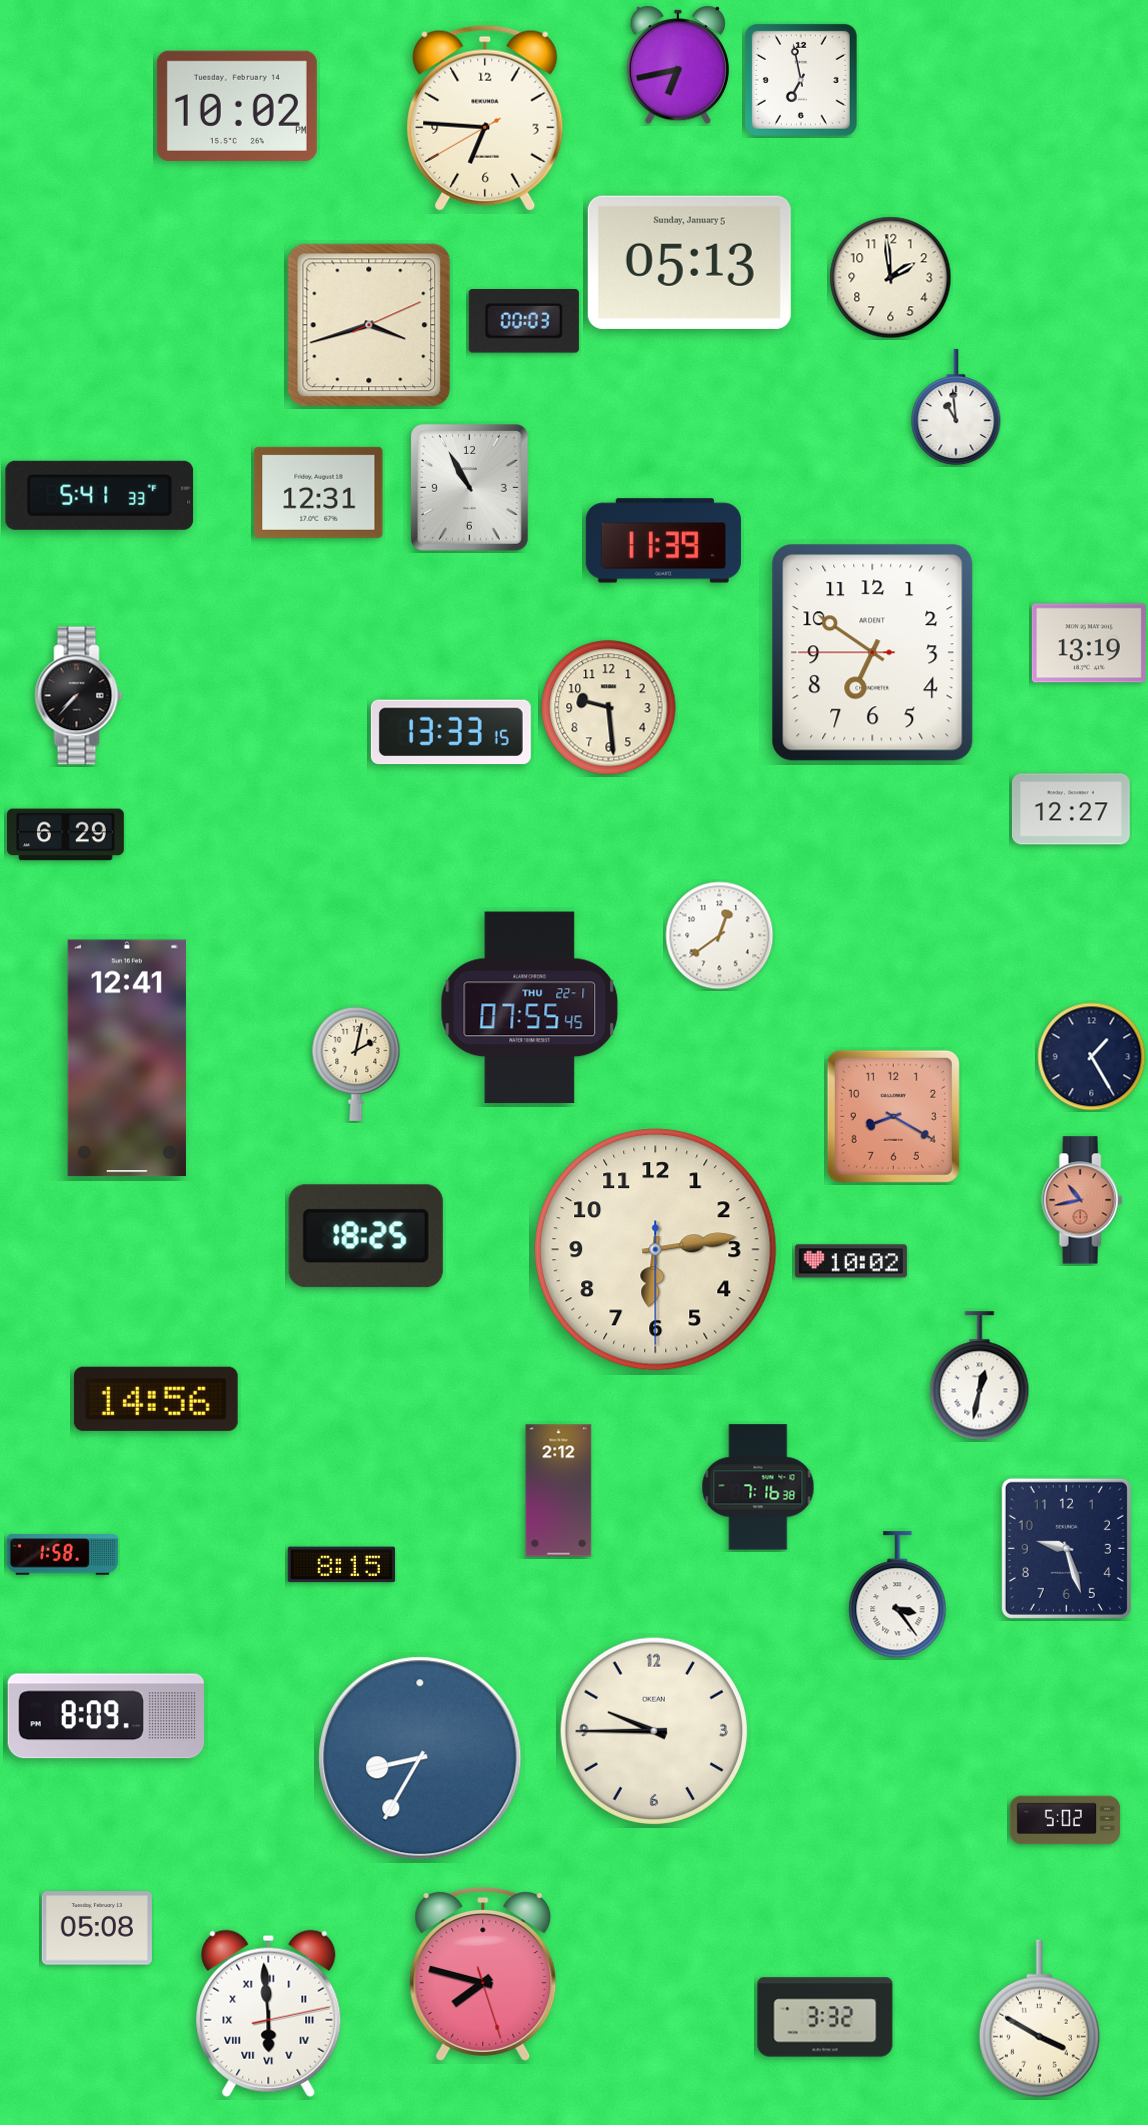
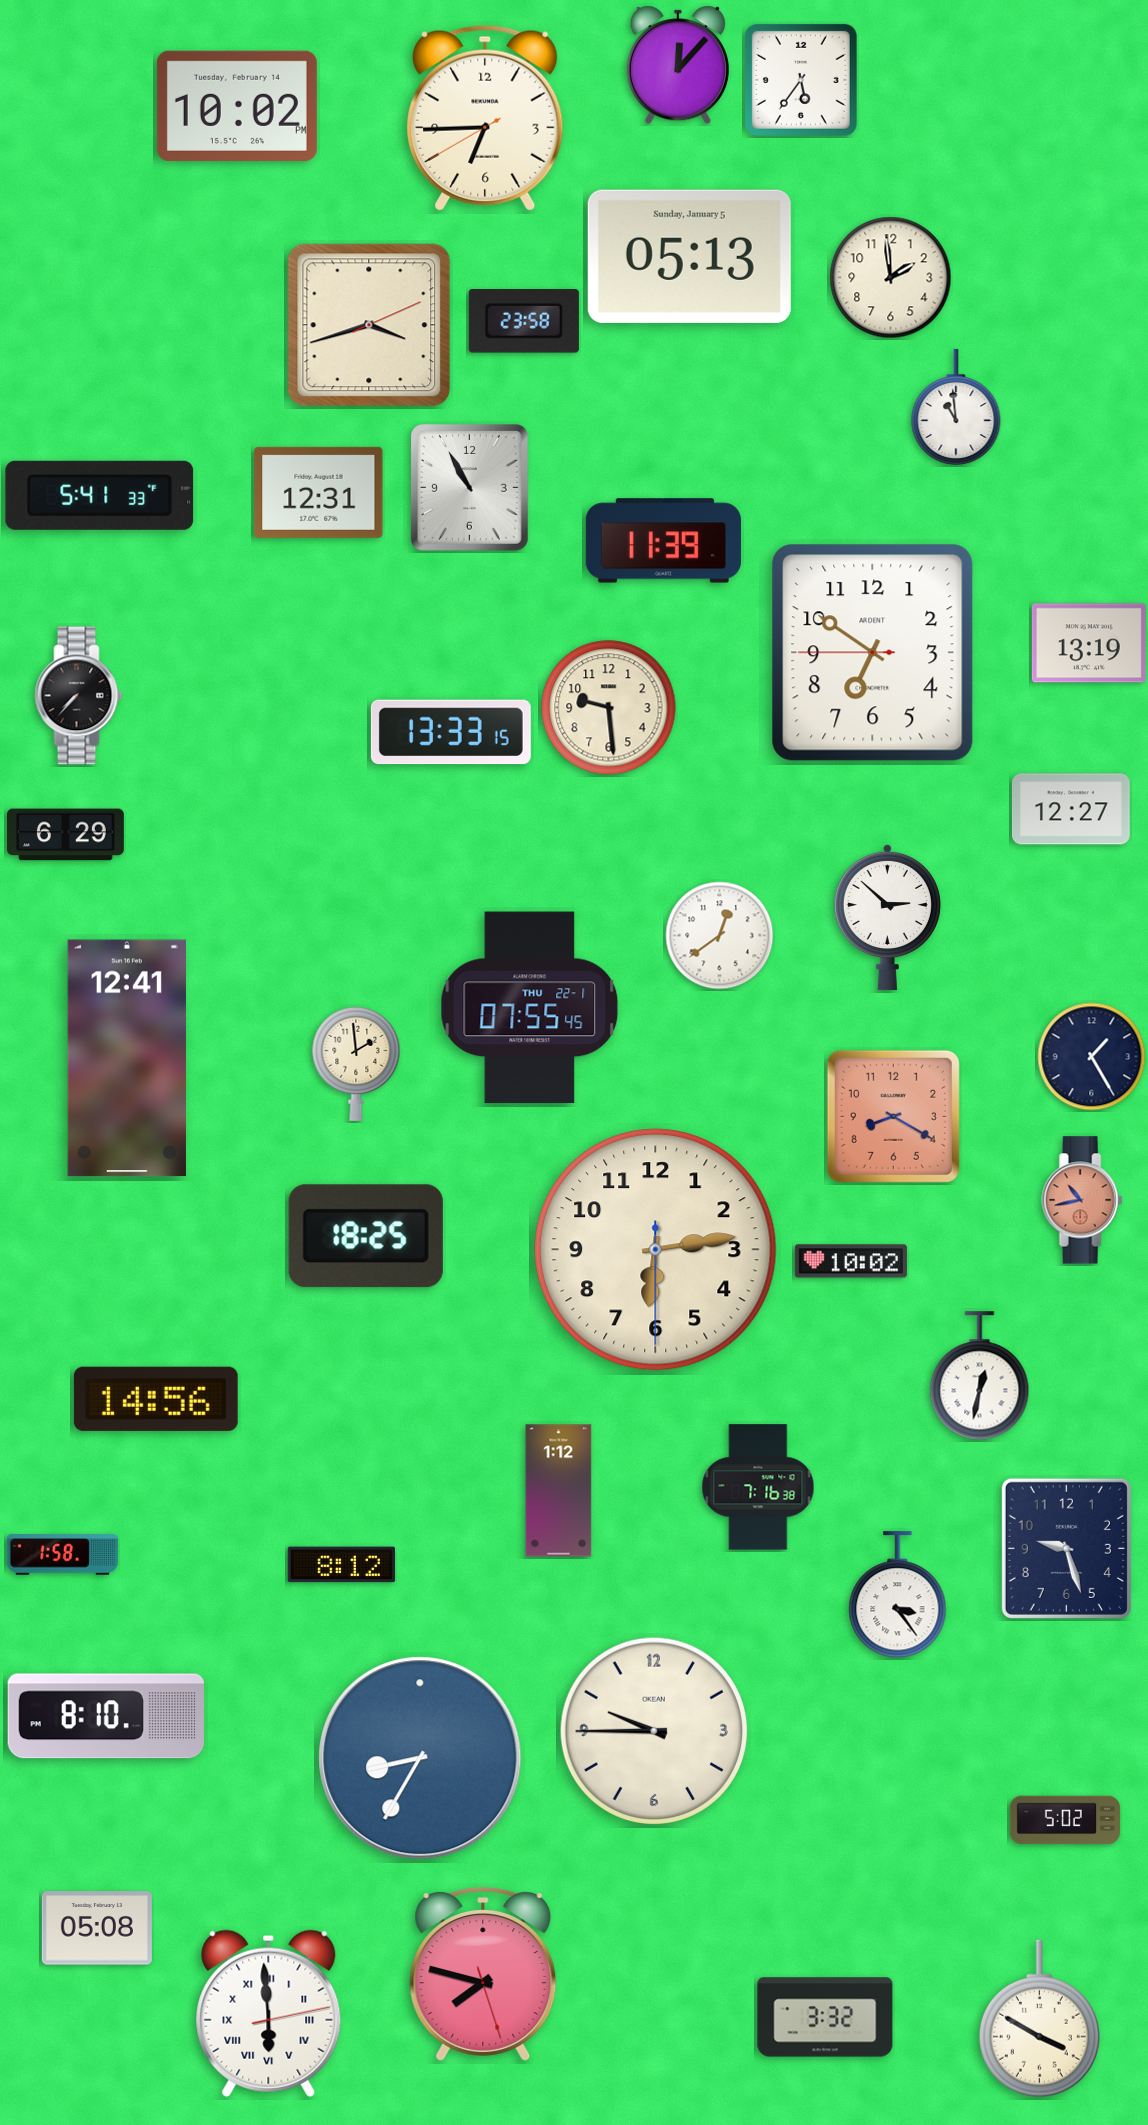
clock at (678, 65): 6:43 -> 12:07
clock at (801, 80): 6:58 -> 5:36
clock at (485, 118): 6:45 -> 6:44
clock at (689, 262) position: (689, 262) -> (689, 256)
clock at (524, 321): 00:03 -> 23:58
clock at (887, 917): none -> 2:52
clock at (356, 1064): 2:02 -> 1:59
clock at (559, 1491): 2:12 -> 1:12
clock at (341, 1565): 8:15 -> 8:12
clock at (106, 1716): 8:09 -> 8:10
